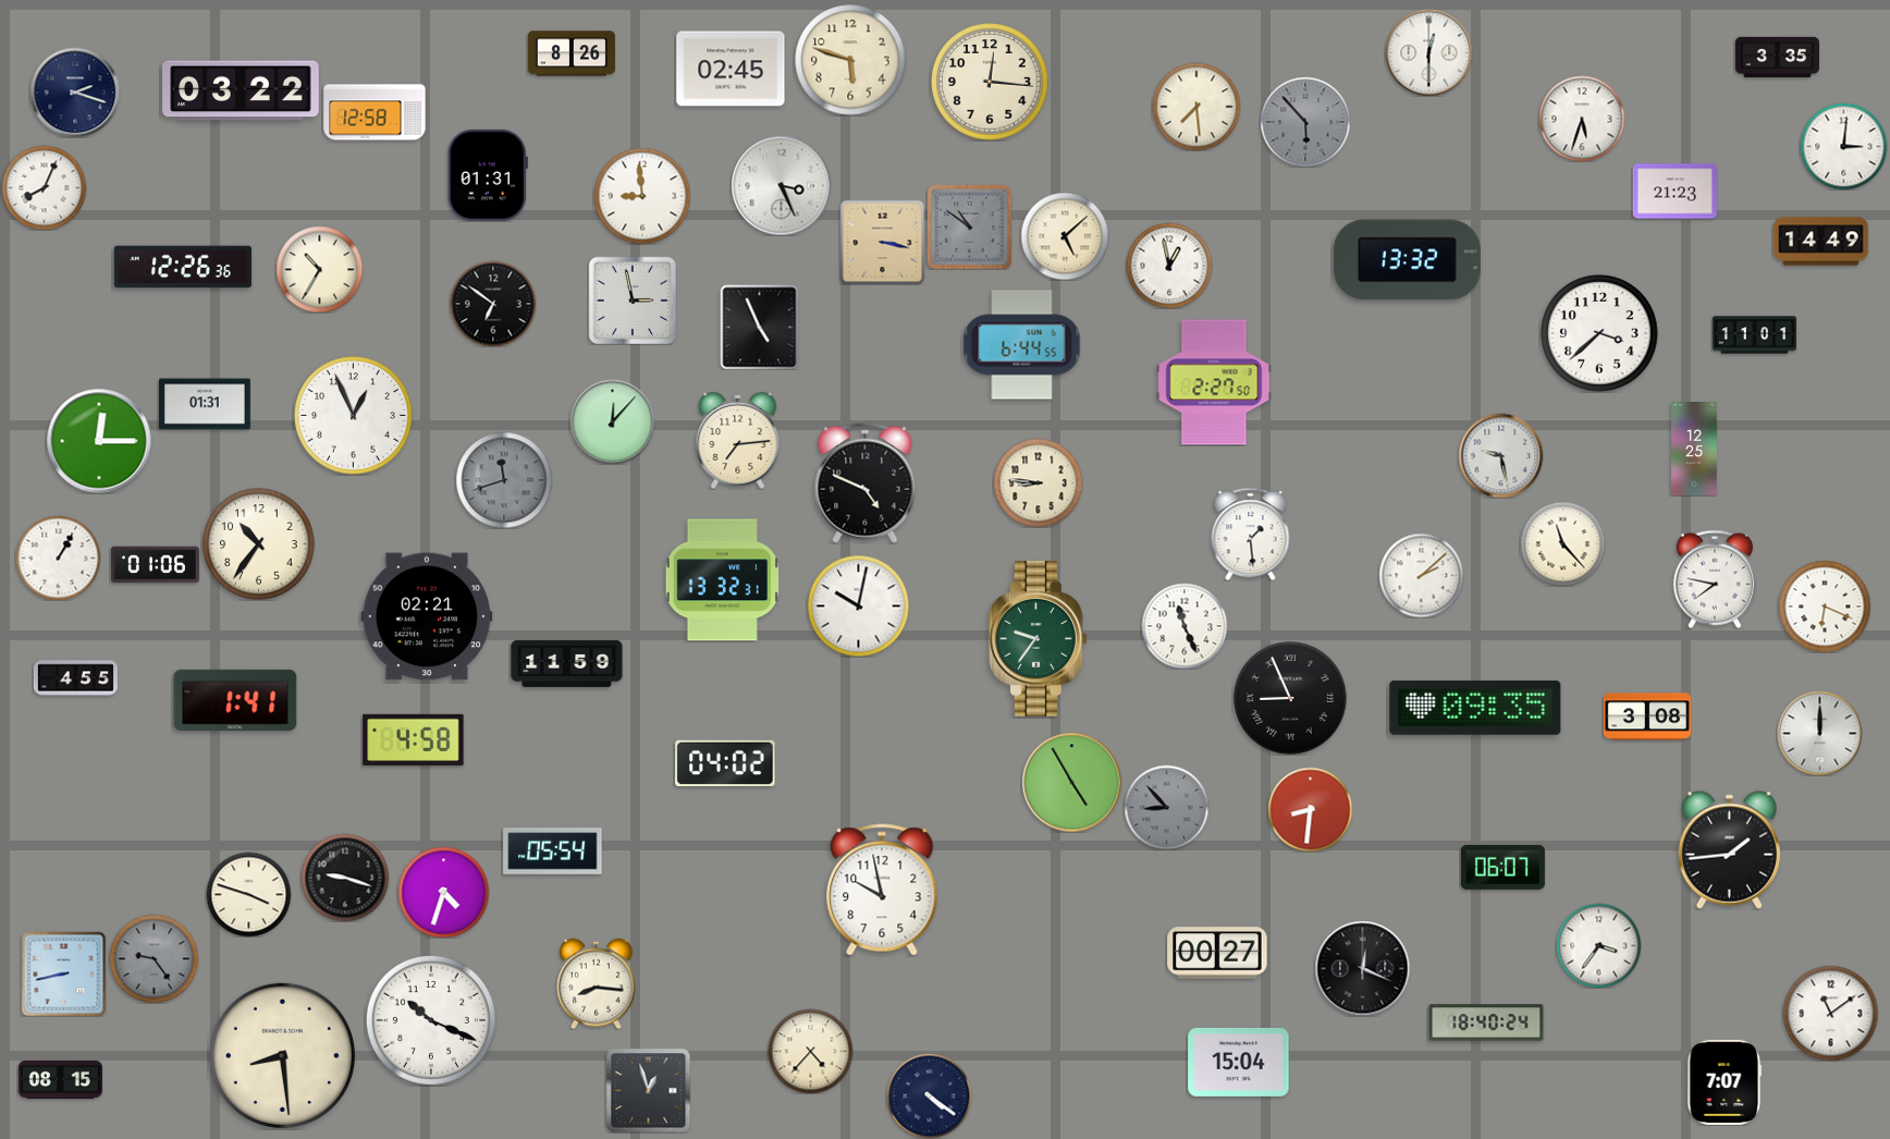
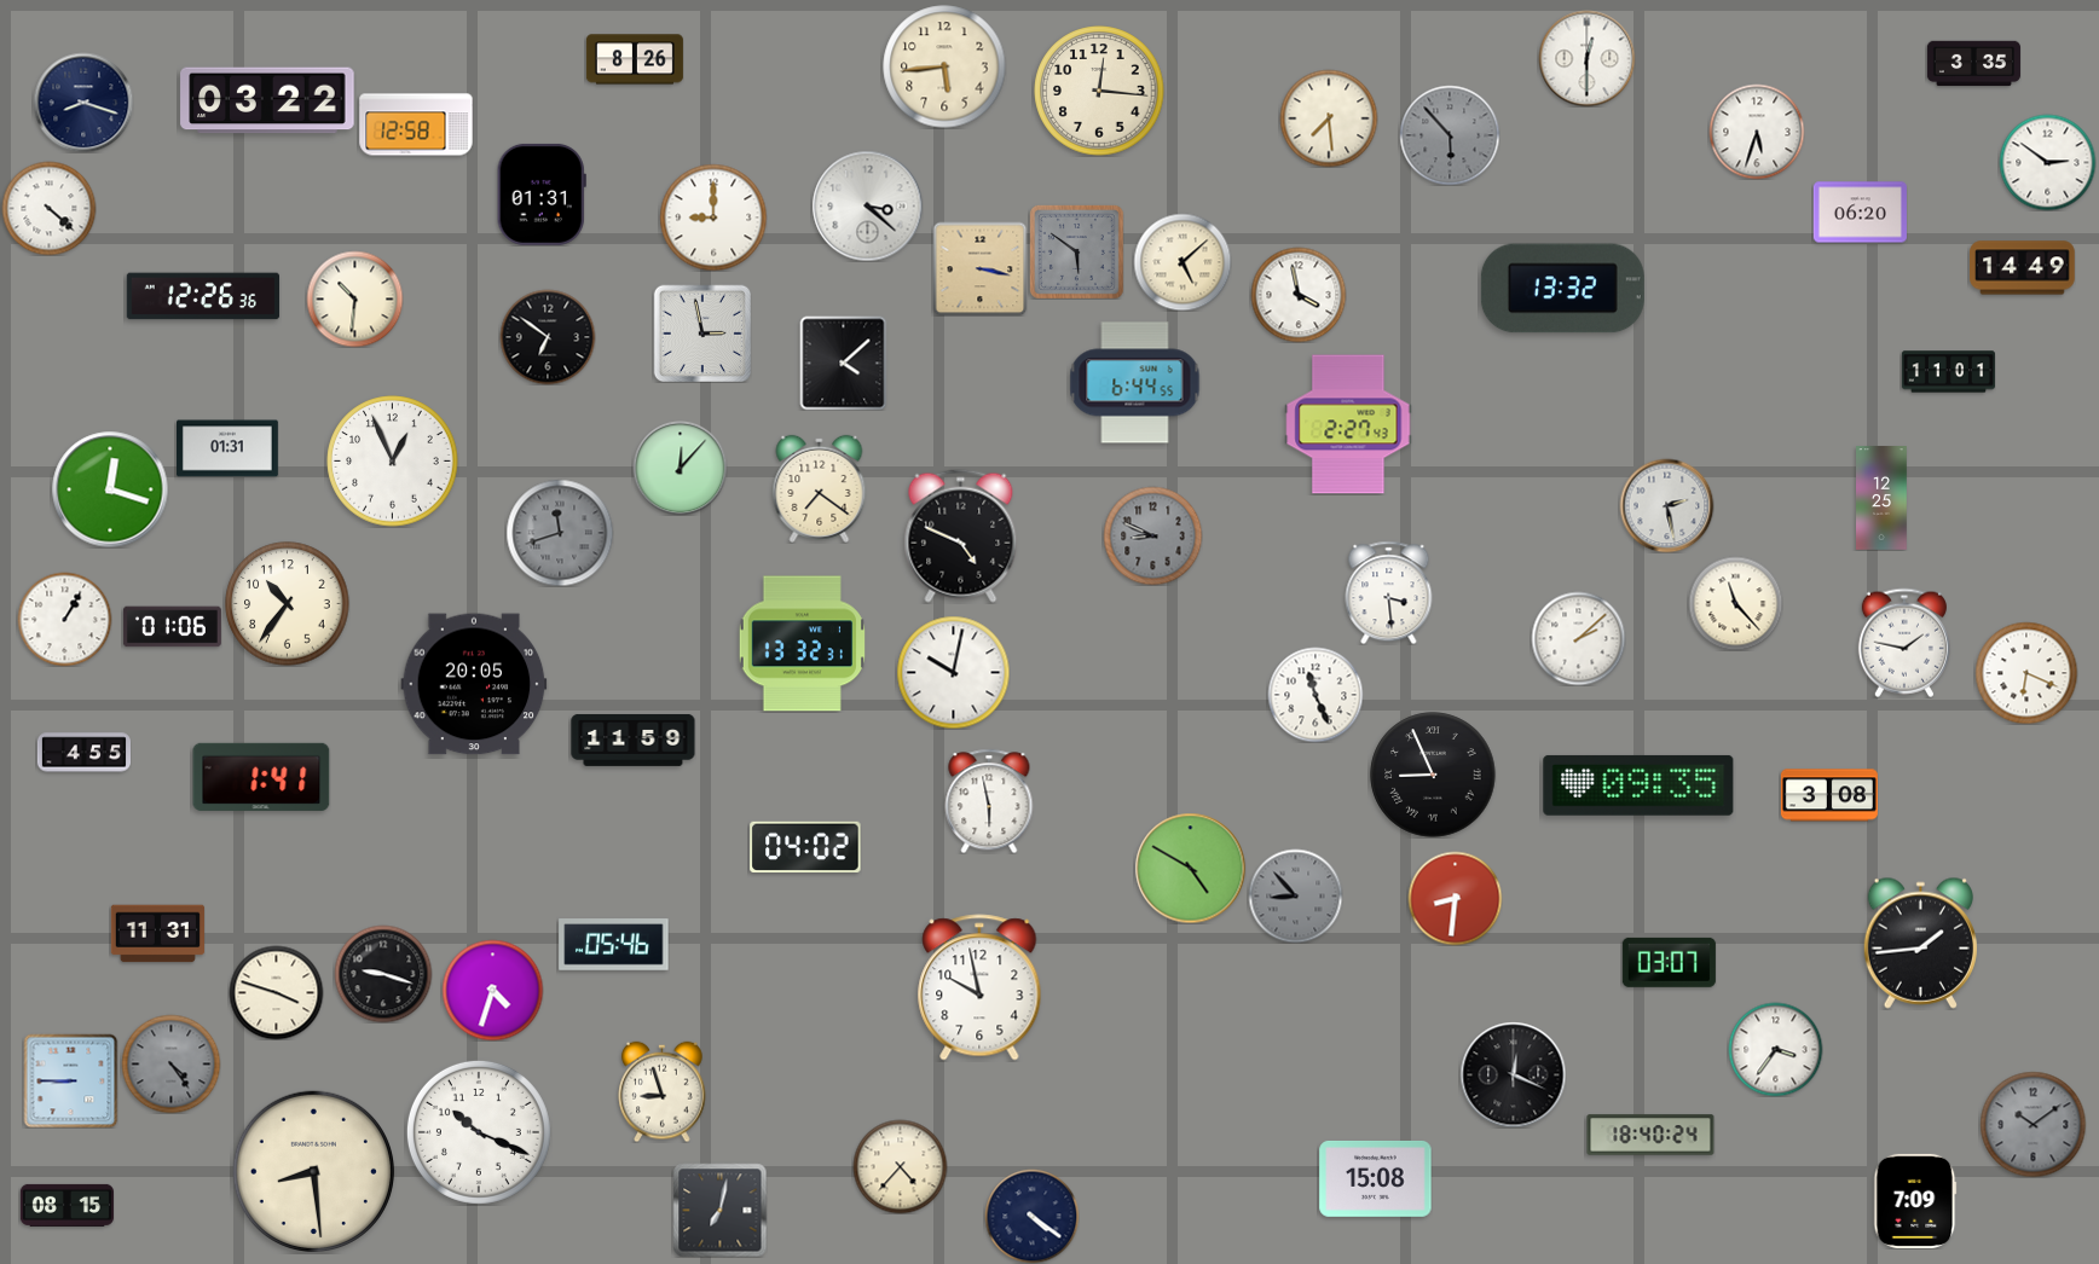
clock at (850, 60): 5:48 -> 5:44
clock at (731, 69): 02:45 -> none
clock at (75, 93): 2:18 -> 8:18
clock at (1843, 146): 3:01 -> 2:51
clock at (781, 185): 3:26 -> 3:22
clock at (44, 187): 8:04 -> 4:22
clock at (1674, 192): 21:23 -> 06:20
clock at (642, 196): 8:59 -> 9:00
clock at (969, 226): 10:51 -> 5:51
clock at (1169, 266): 12:58 -> 3:58
clock at (319, 269): 10:35 -> 10:31
clock at (760, 327): 4:56 -> 4:08
clock at (1599, 333): 3:38 -> none
clock at (1214, 382): 2:27:50 -> 2:27:43
clock at (738, 440): 7:14 -> 7:21
clock at (99, 441): 12:15 -> 12:18
clock at (1500, 455): 9:28 -> 2:28
clock at (1038, 482): 8:46 -> 8:49
clock at (1038, 482) dial: cream -> grey
clock at (1251, 534): 1:29 -> 3:29
clock at (1715, 579): 7:47 -> 1:47
clock at (427, 616): 02:21 -> 20:05
clock at (1039, 639): 9:36 -> none
clock at (567, 663) position: (567, 663) -> (634, 740)
clock at (989, 801): none -> 5:58
clock at (1819, 733): 12:00 -> none
clock at (414, 739): 4:58 -> none
clock at (1071, 782): 4:55 -> 4:50
clock at (157, 934): none -> 11:31
clock at (553, 852): 05:54 -> 05:46
clock at (1502, 867): 06:07 -> 03:07
clock at (1217, 953): 00:27 -> none
clock at (154, 958): 9:24 -> 4:24
clock at (63, 973): 8:43 -> 8:45
clock at (597, 983): 8:16 -> 8:57
clock at (1830, 1013): 11:09 -> 10:09
clock at (1830, 1013) dial: white -> grey
clock at (1239, 1062): 15:04 -> 15:08
clock at (60, 1079) position: (60, 1079) -> (67, 1205)
clock at (1725, 1082): 7:07 -> 7:09
clock at (648, 1090): 12:57 -> 7:02
